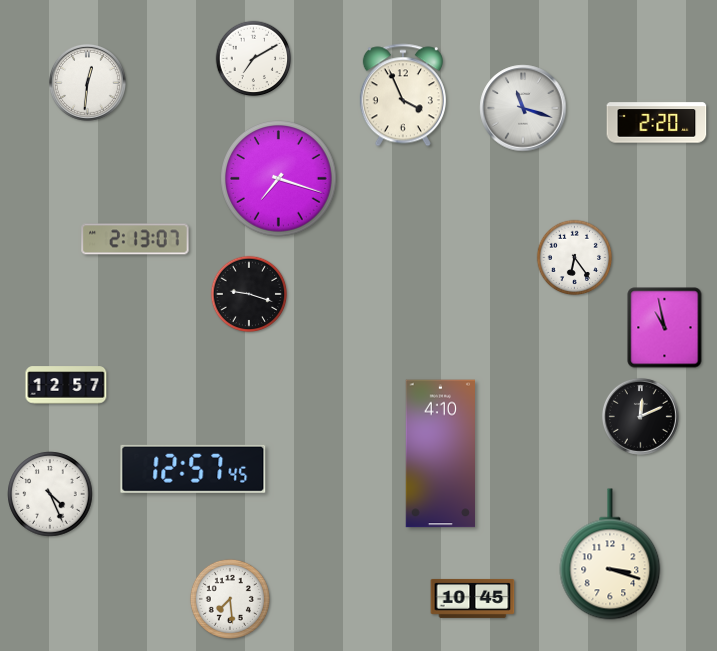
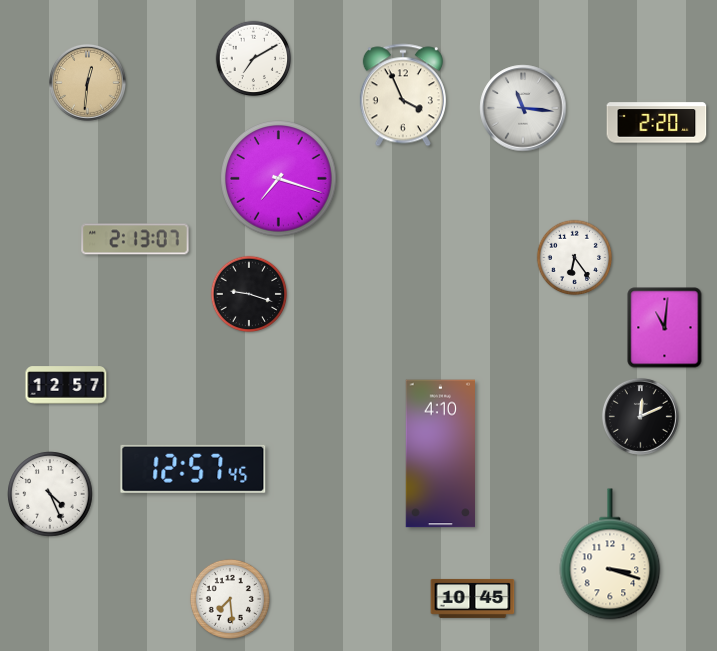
clock at (87, 82) dial: white -> champagne
clock at (523, 108): 11:18 -> 11:16
clock at (665, 328): 10:58 -> 11:01
